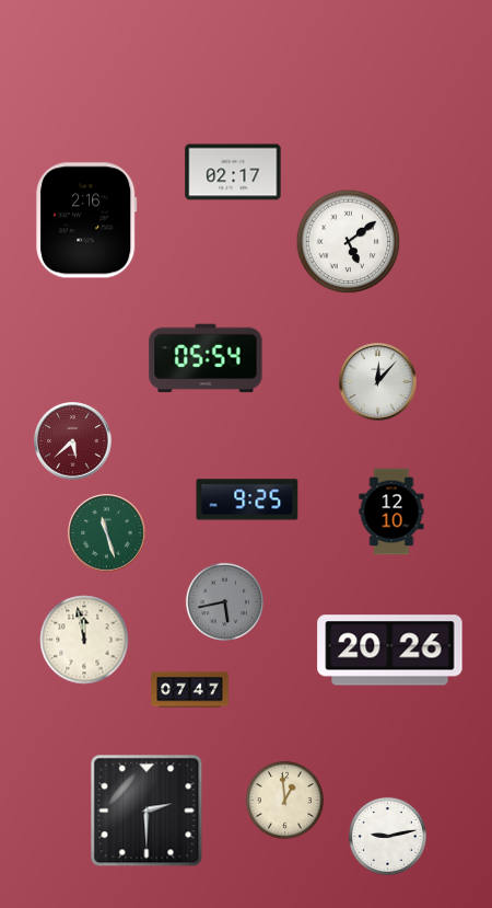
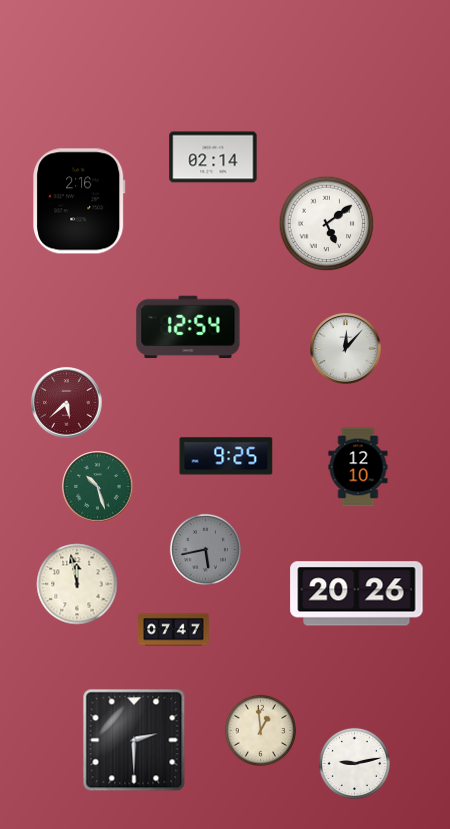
clock at (233, 172): 02:17 -> 02:14
clock at (349, 242) position: (349, 242) -> (327, 224)
clock at (206, 358): 05:54 -> 12:54
clock at (107, 533): 11:27 -> 10:27
